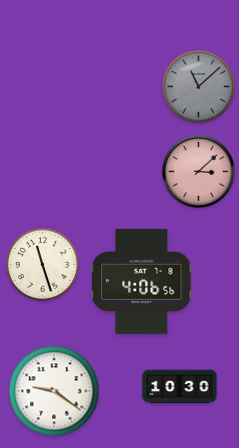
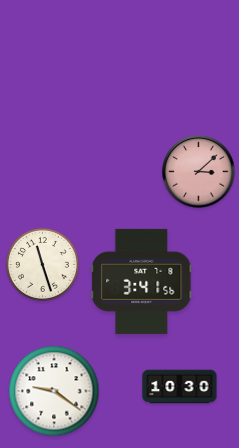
clock at (198, 86): 11:08 -> none
clock at (142, 281): 4:06 -> 3:41
